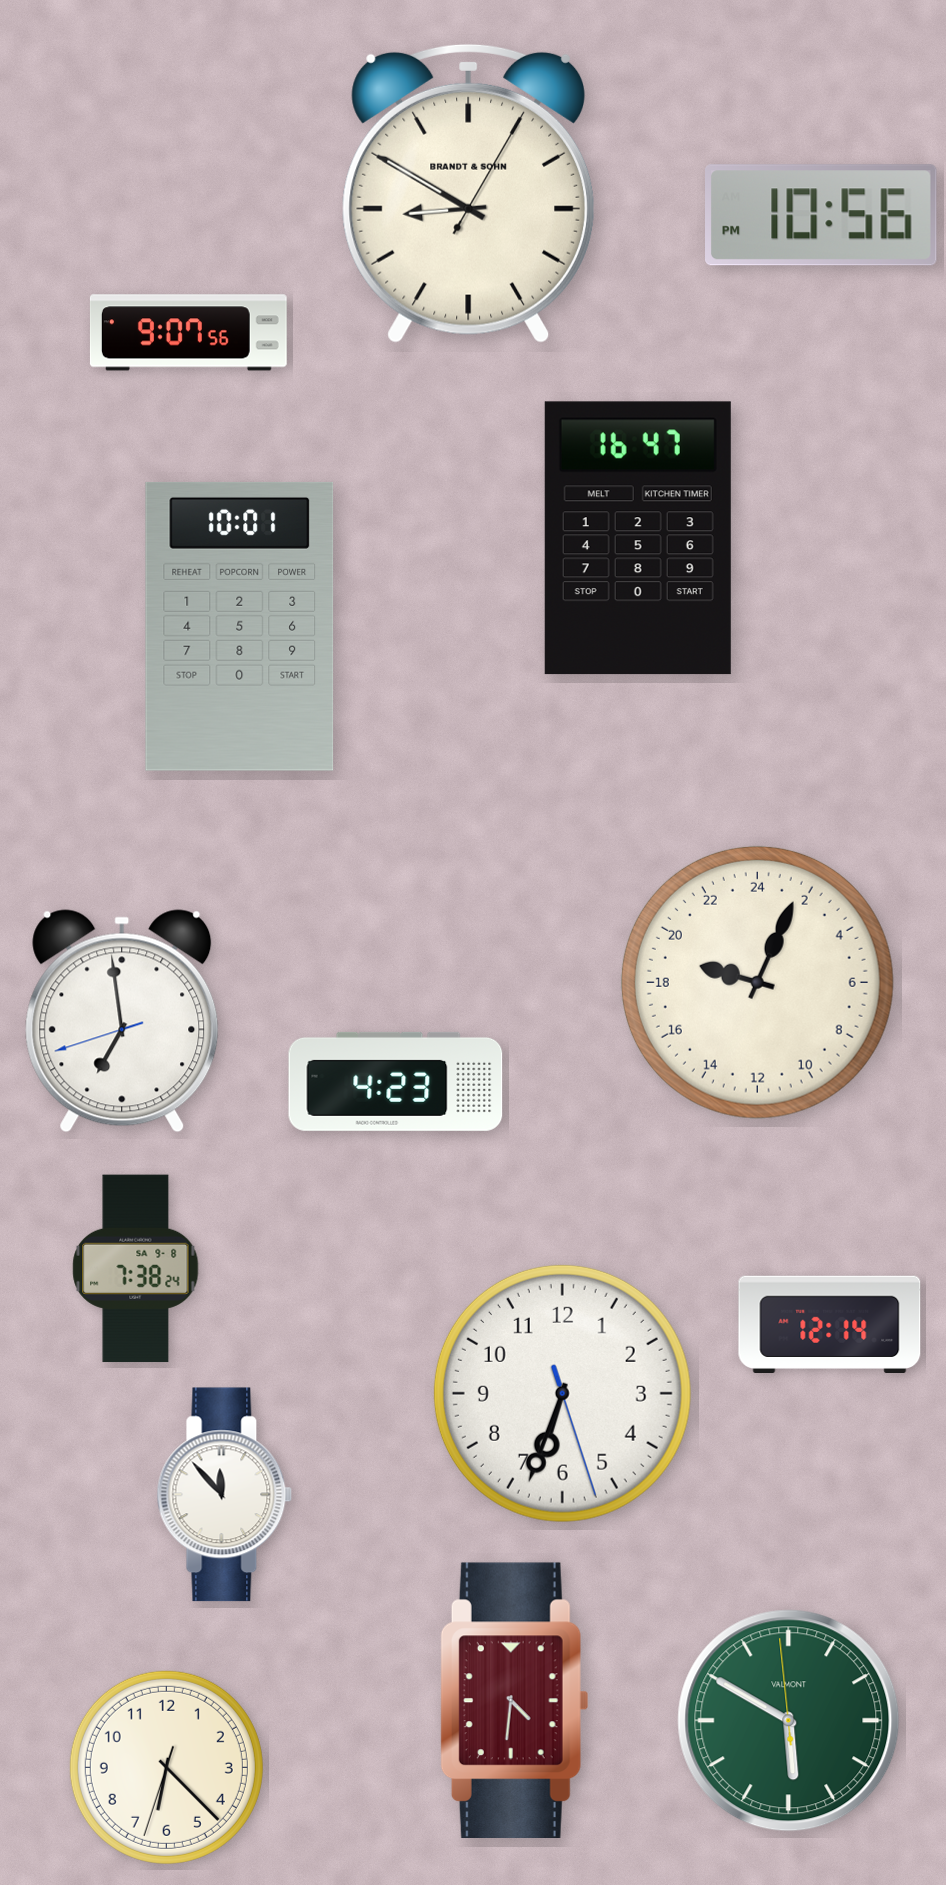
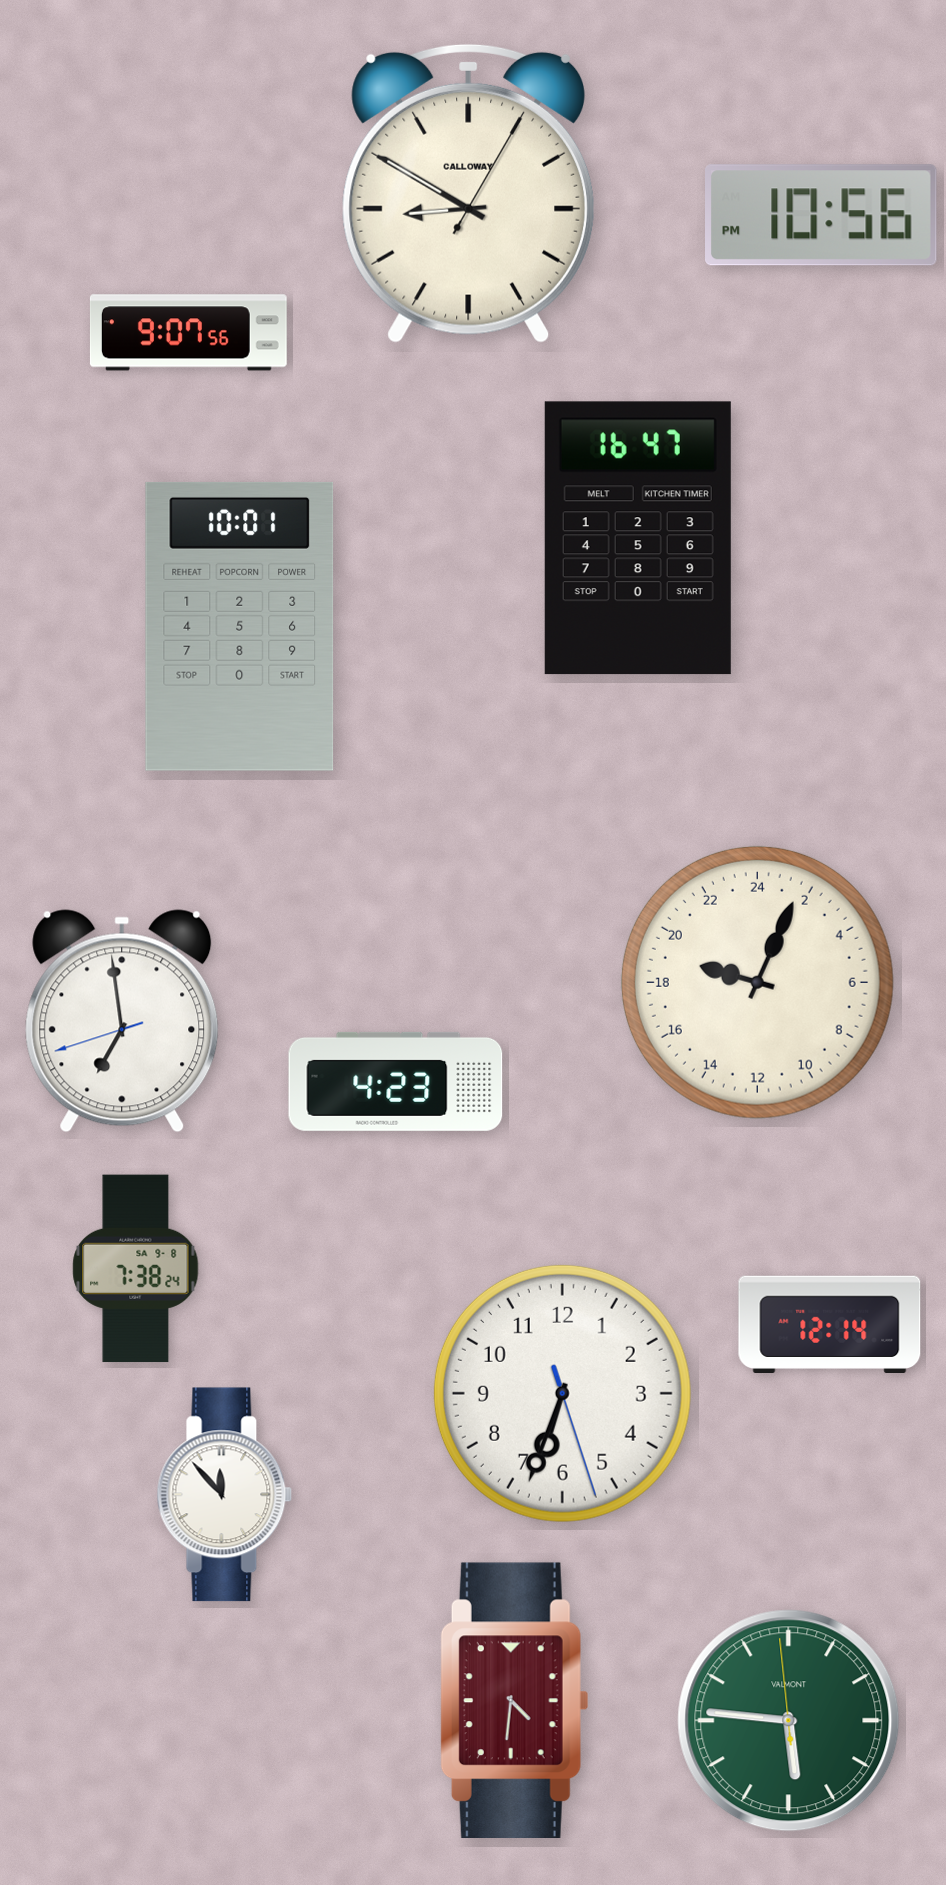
clock at (468, 193) brand: BRANDT & SOHN -> CALLOWAY
clock at (789, 1721): 5:49 -> 5:45
clock at (166, 1767): 6:22 -> none
